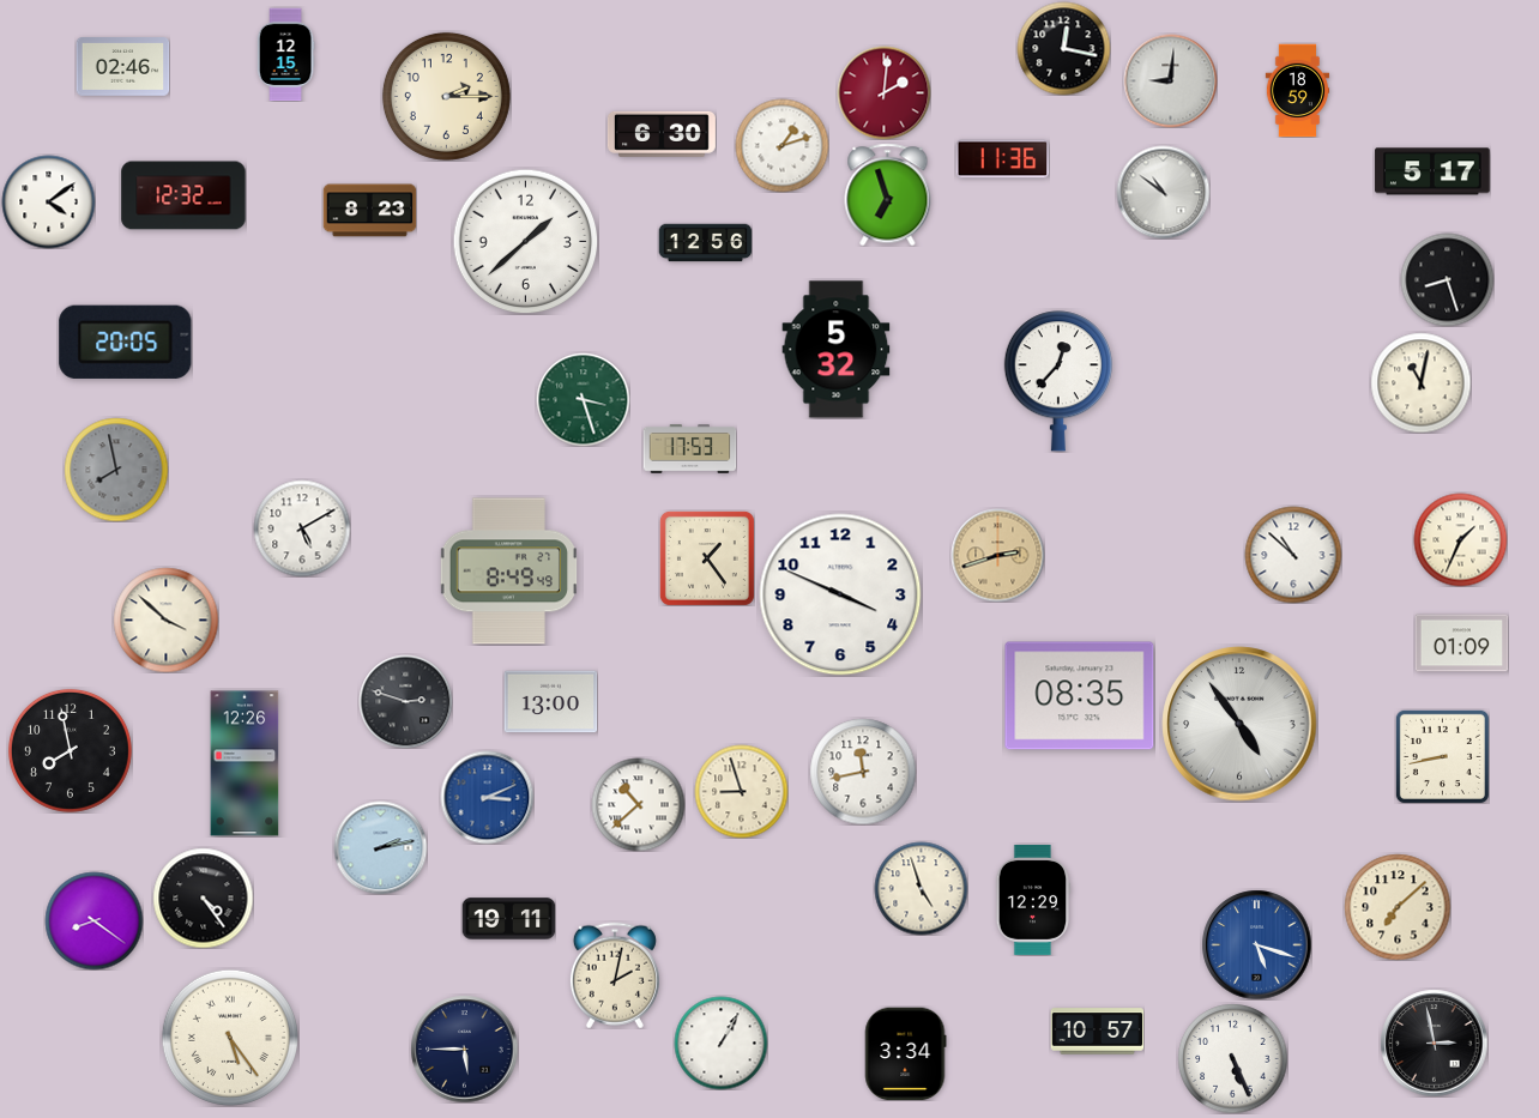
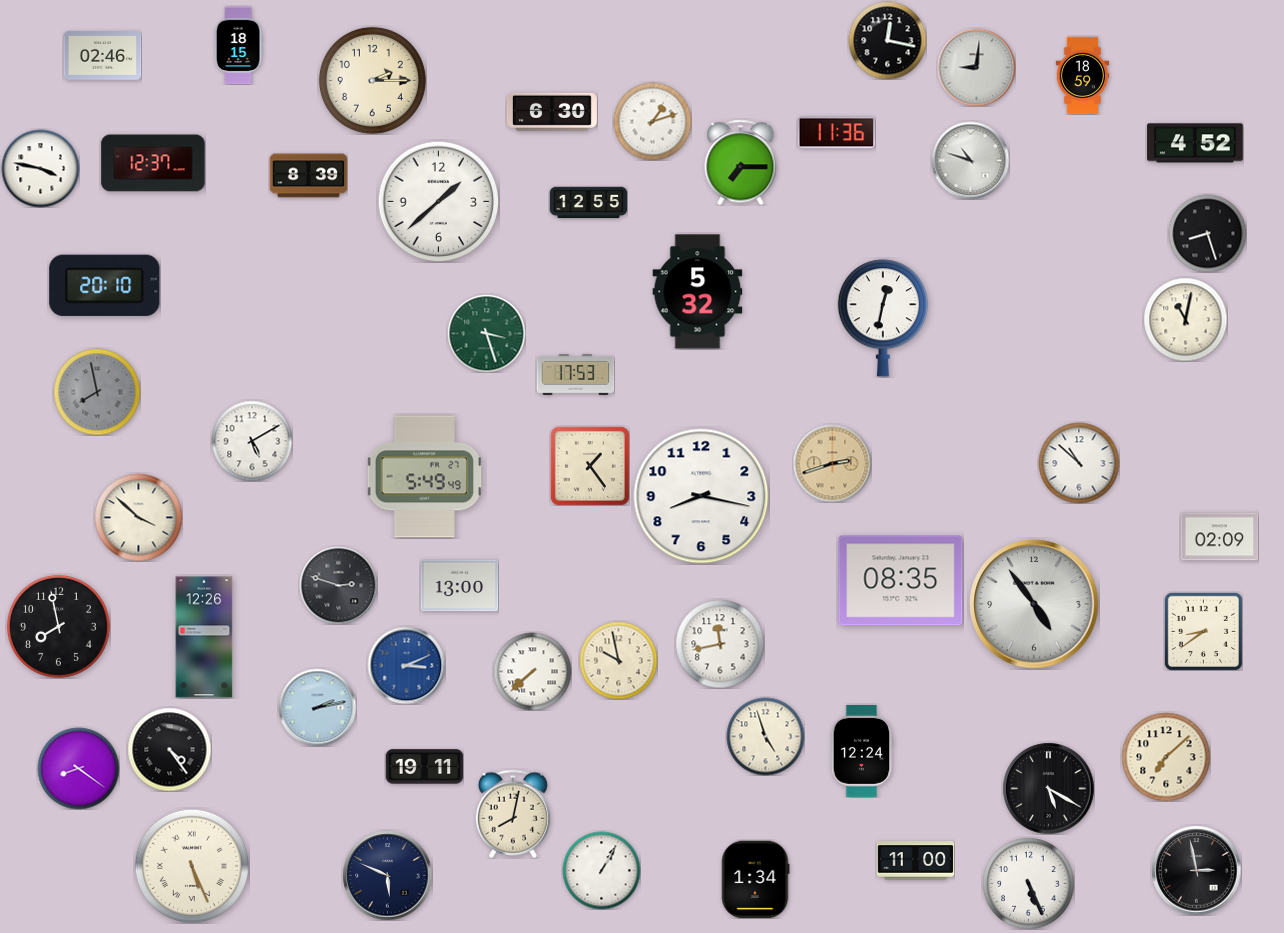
clock at (285, 54): 12:15 -> 18:15
clock at (883, 92): 2:01 -> none
clock at (1432, 171): 5:17 -> 4:52
clock at (1163, 192): 10:51 -> 10:48
clock at (888, 194): 6:57 -> 7:15
clock at (183, 195): 12:32 -> 12:37
clock at (48, 201): 4:09 -> 3:47
clock at (369, 211): 8:23 -> 8:39
clock at (705, 243): 12:56 -> 12:55
clock at (126, 342): 20:05 -> 20:10
clock at (1057, 381): 12:37 -> 12:32
clock at (1460, 539): 1:34 -> none
clock at (509, 572): 8:49 -> 5:49
clock at (840, 594): 3:49 -> 8:17
clock at (1461, 643): 01:09 -> 02:09
clock at (1442, 756): 8:43 -> 8:39
clock at (741, 791): 8:57 -> 9:58
clock at (638, 804): 10:38 -> 7:38
clock at (921, 888) position: (921, 888) -> (765, 736)
clock at (1033, 900): 12:29 -> 12:24
clock at (1256, 944): 5:18 -> 5:20
clock at (1256, 944) dial: blue -> black
clock at (615, 975): 2:02 -> 8:02
clock at (1097, 1032): 10:57 -> 11:00
clock at (230, 1038): 5:24 -> 5:26
clock at (464, 1048): 5:45 -> 5:49
clock at (905, 1053): 3:34 -> 1:34
